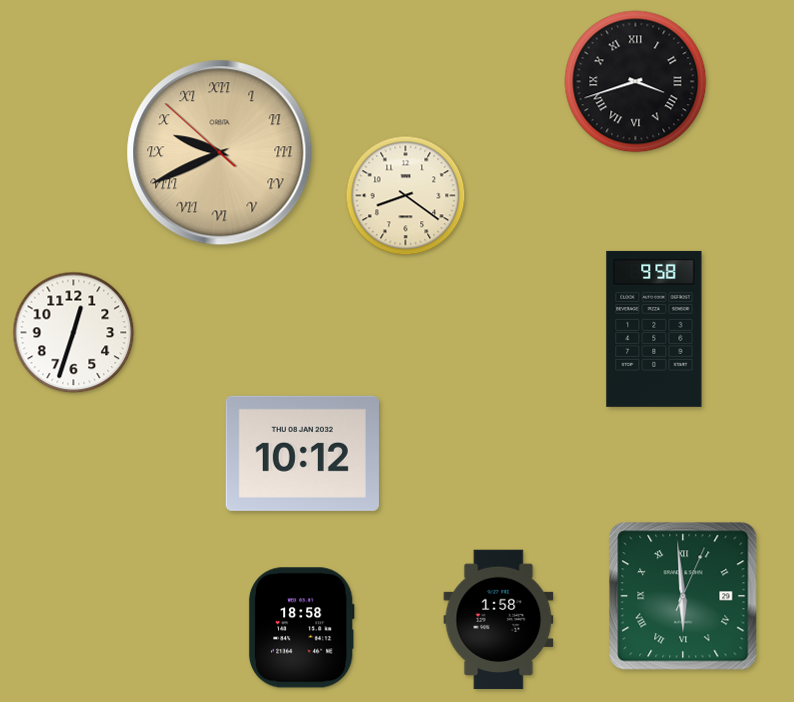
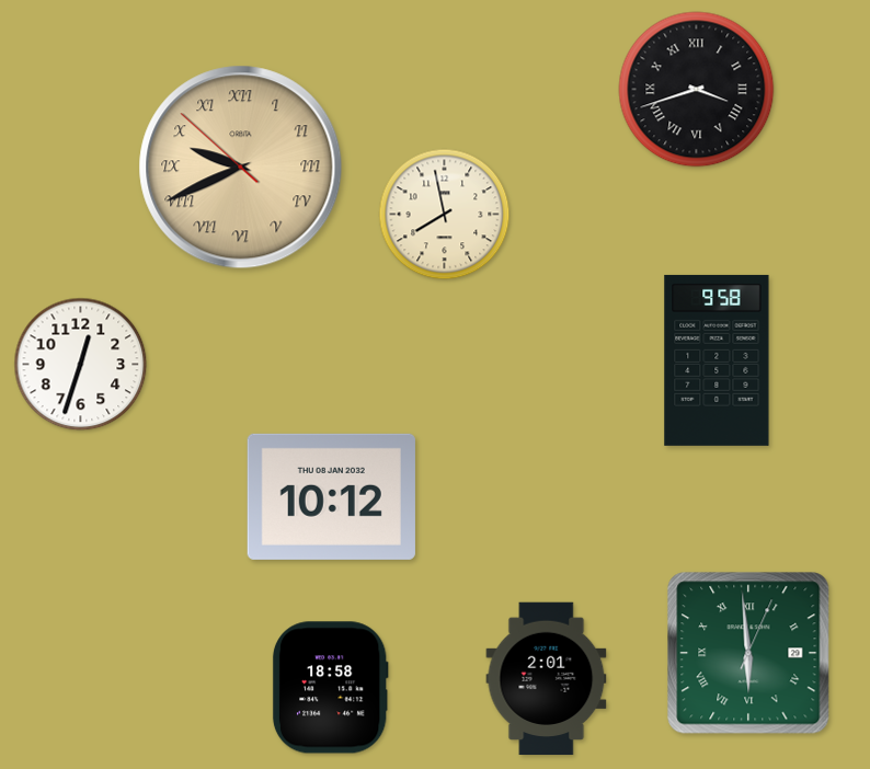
clock at (406, 196): 8:21 -> 7:58
clock at (499, 620): 1:58 -> 2:01
